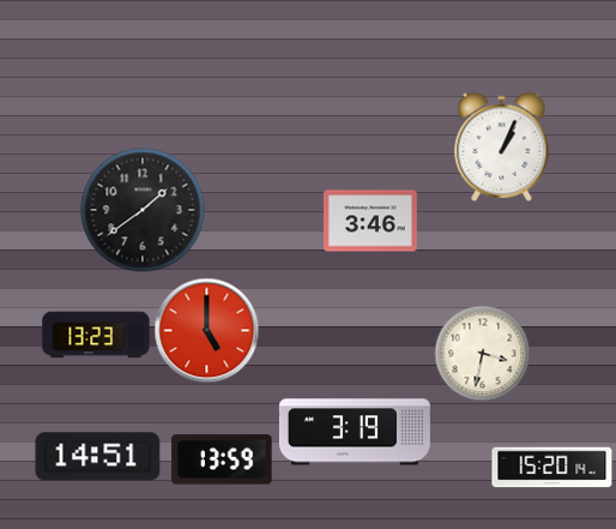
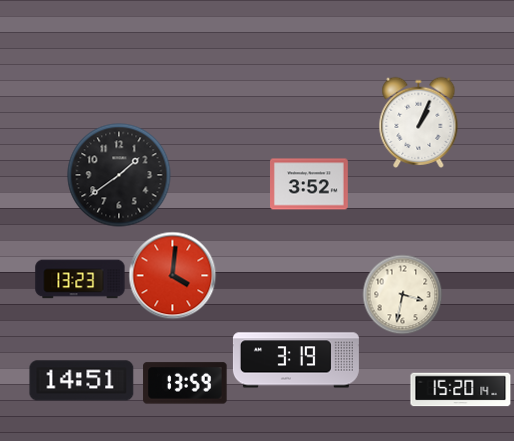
clock at (372, 221): 3:46 -> 3:52
clock at (206, 330): 5:00 -> 4:01
